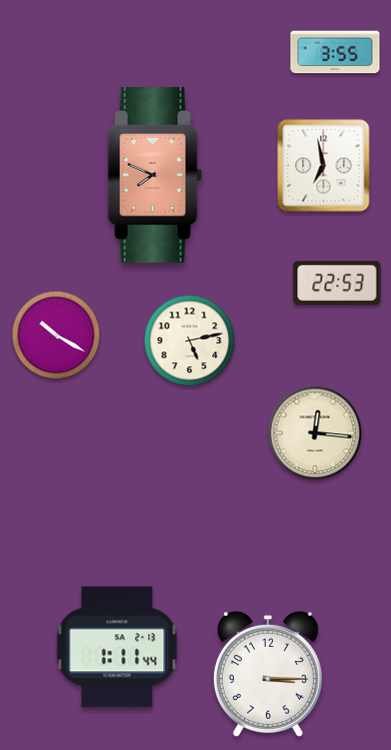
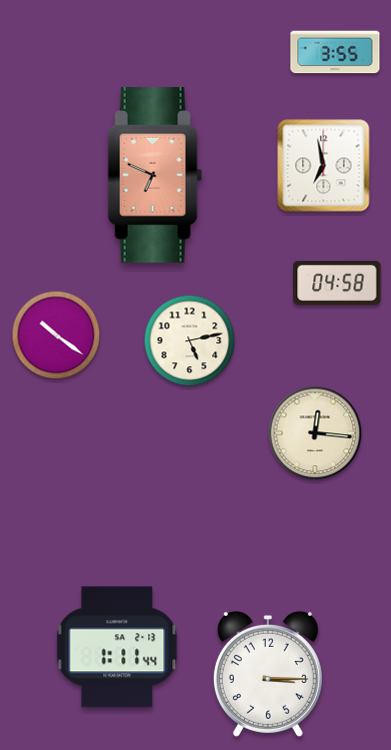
clock at (155, 175): 7:49 -> 6:49
clock at (337, 283): 22:53 -> 04:58
clock at (56, 335): 10:20 -> 10:21
